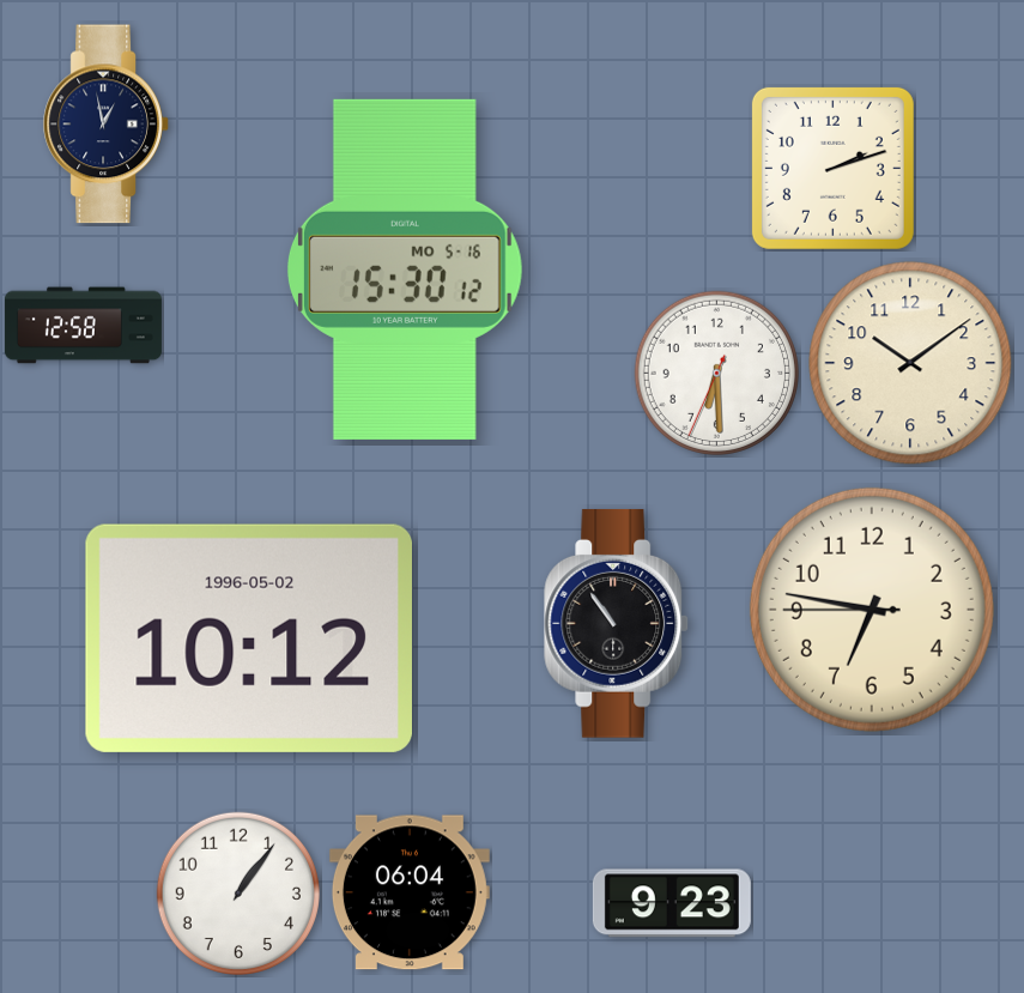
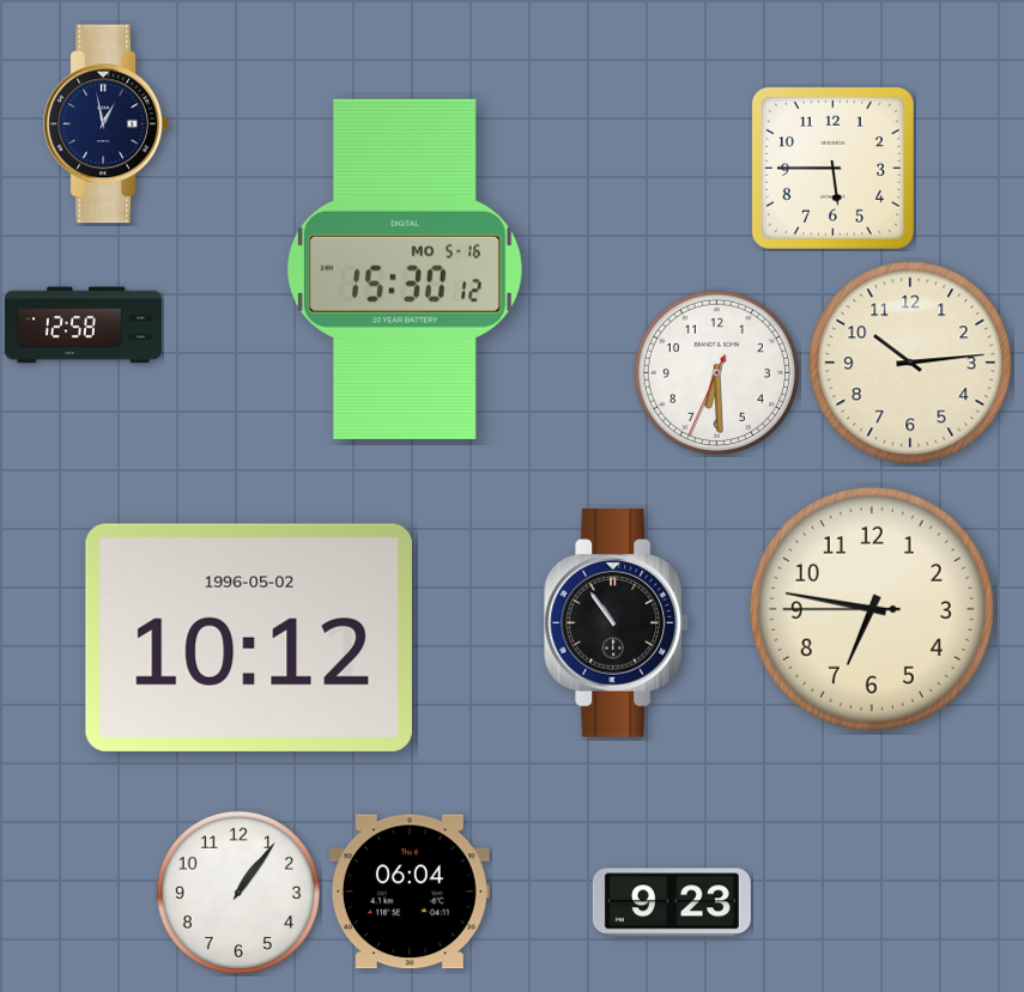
clock at (832, 168): 2:12 -> 5:45
clock at (910, 363): 10:09 -> 10:14
